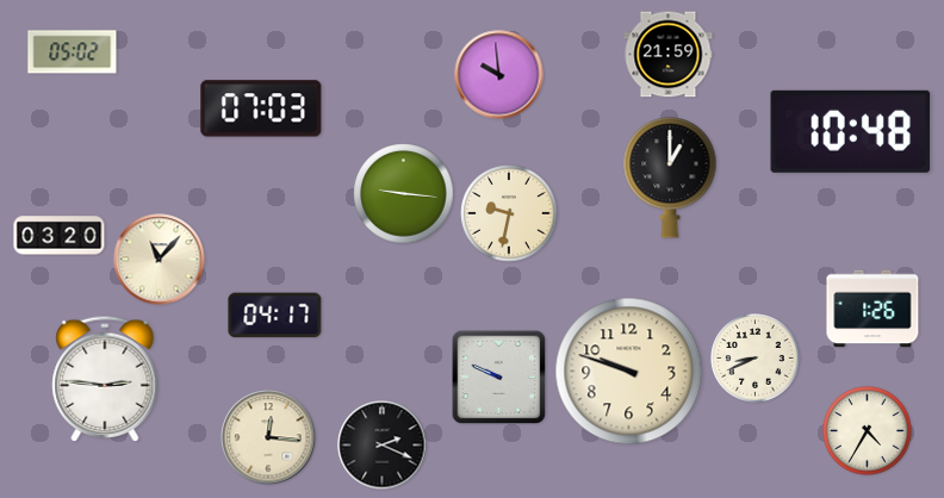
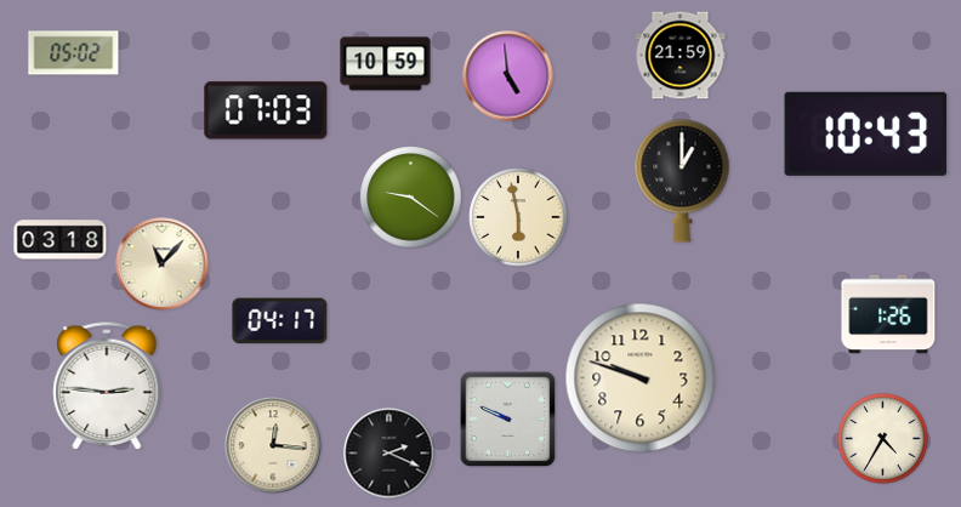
clock at (386, 64): none -> 10:59
clock at (499, 75): 9:59 -> 4:59
clock at (851, 131): 10:48 -> 10:43
clock at (404, 194): 9:16 -> 9:21
clock at (509, 213): 9:32 -> 5:58
clock at (60, 236): 03:20 -> 03:18
clock at (756, 359): 8:41 -> none
clock at (499, 378) position: (499, 378) -> (508, 420)
